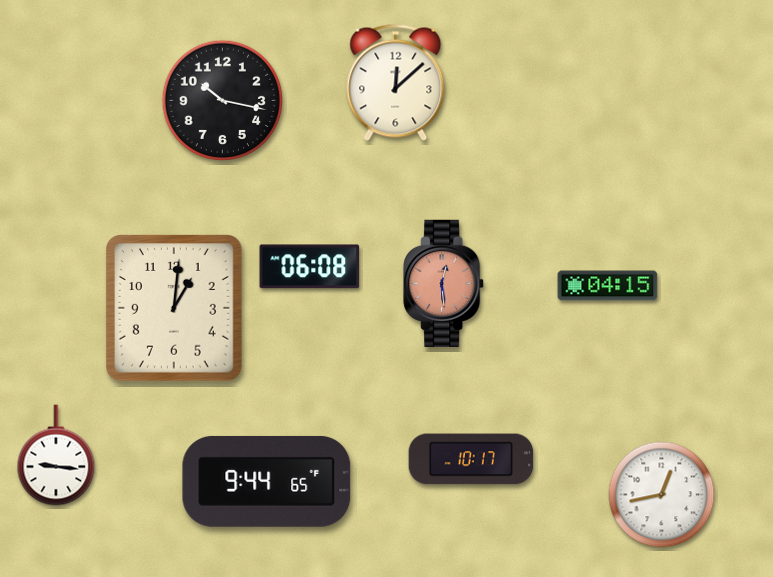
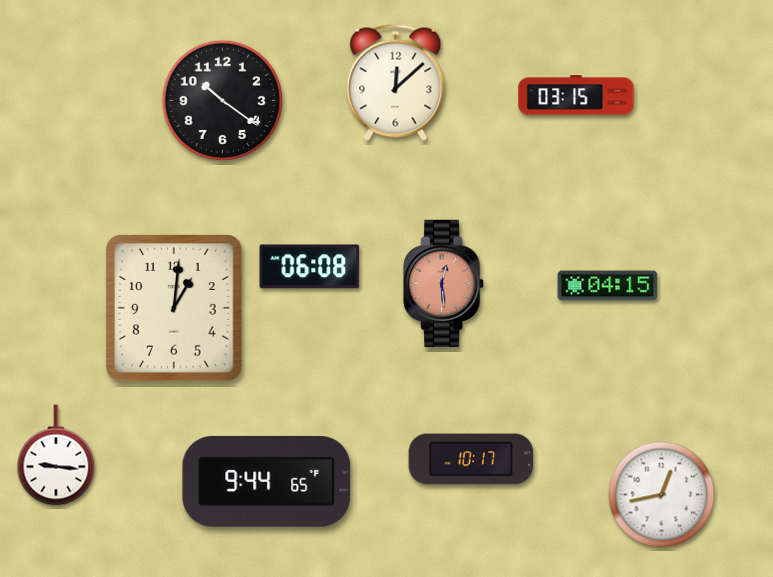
clock at (576, 95): none -> 03:15
clock at (222, 100): 10:17 -> 10:21
